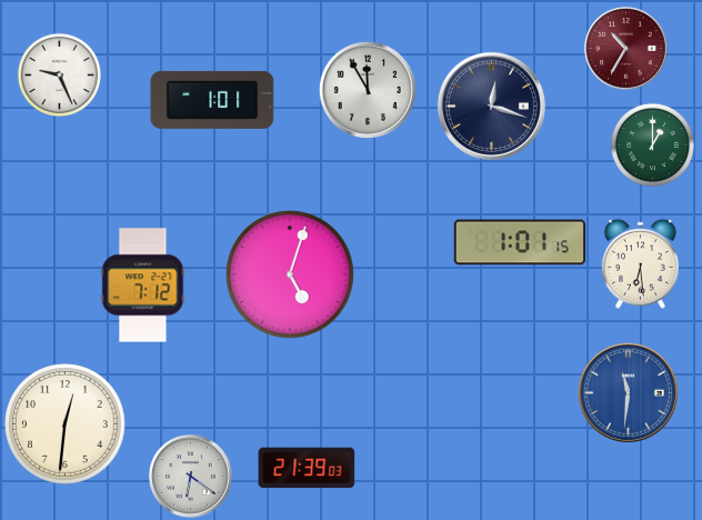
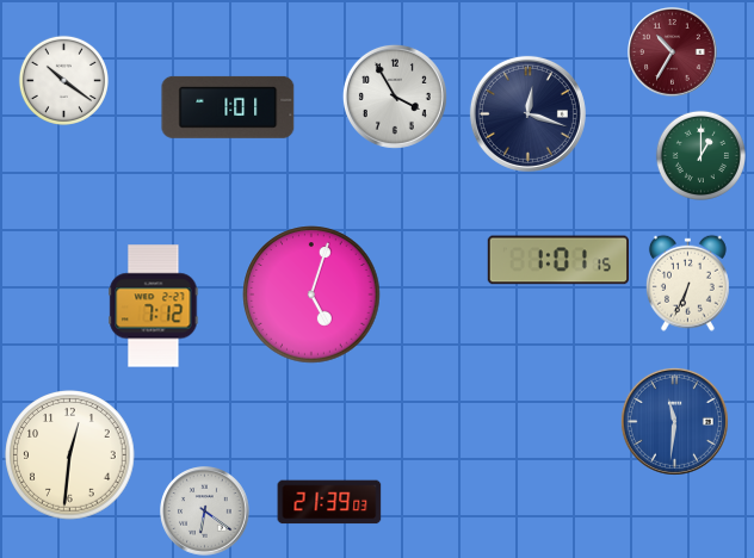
clock at (59, 74): 9:26 -> 10:21
clock at (368, 90): 11:55 -> 3:55
clock at (640, 263): 6:29 -> 6:34
